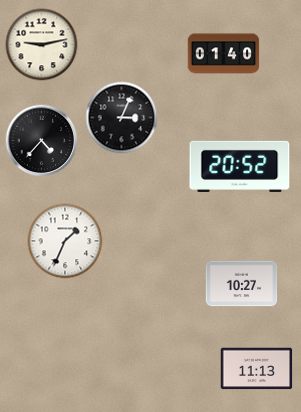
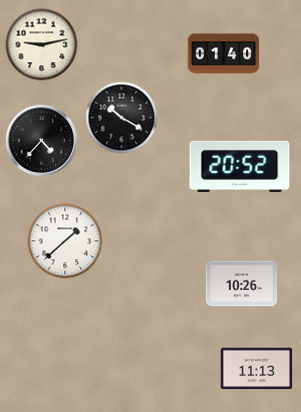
clock at (122, 118): 3:04 -> 10:20
clock at (65, 241): 1:34 -> 1:38
clock at (242, 284): 10:27 -> 10:26
